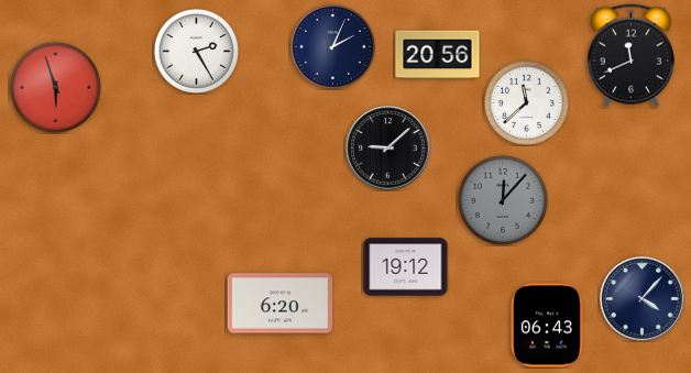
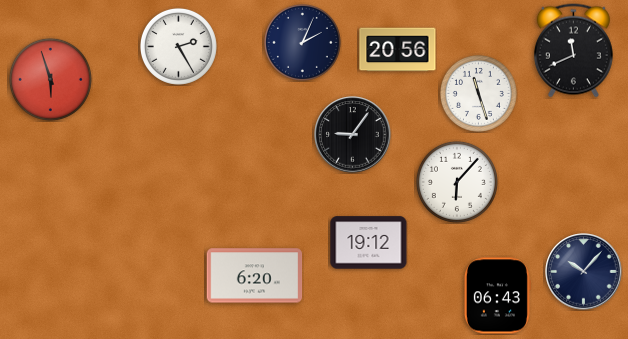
clock at (526, 102): 11:38 -> 11:27
clock at (388, 149): 9:08 -> 9:06
clock at (503, 200): 12:07 -> 6:07
clock at (503, 200) dial: grey -> white
clock at (643, 299): 4:07 -> 10:07
